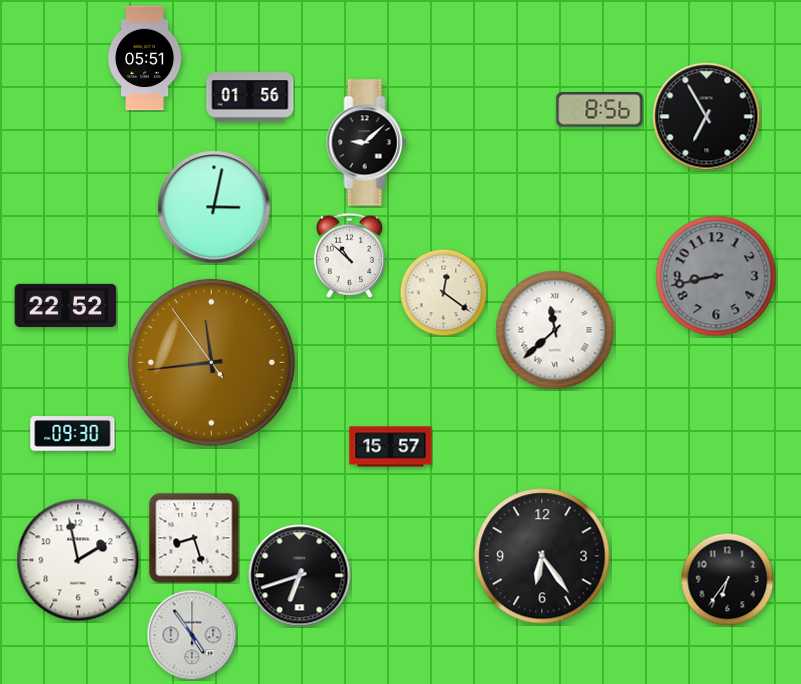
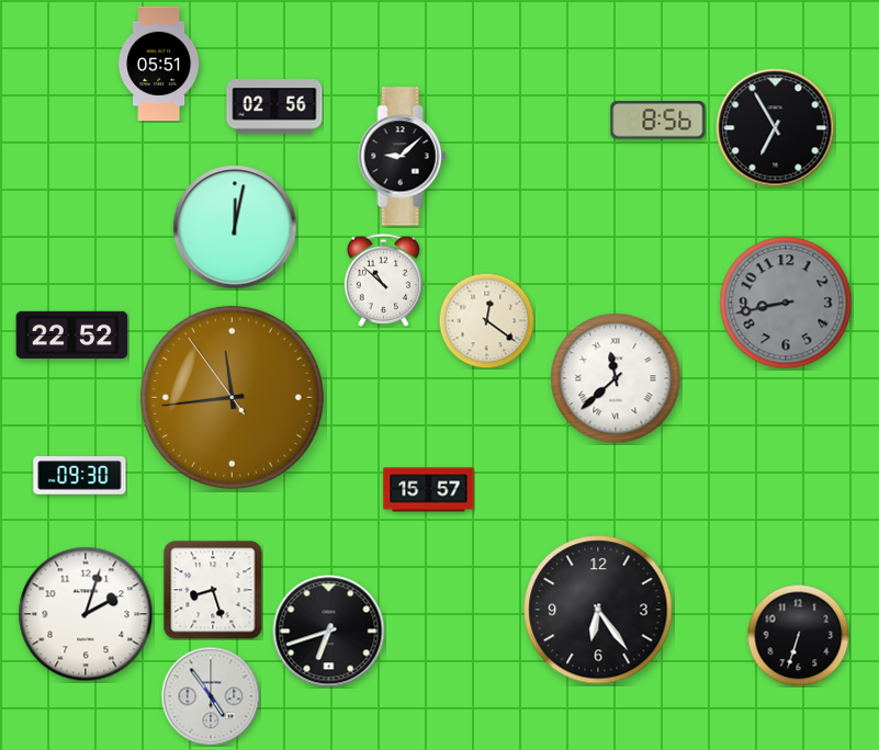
clock at (250, 97): 01:56 -> 02:56
clock at (214, 207): 3:02 -> 12:02
clock at (555, 330) position: (555, 330) -> (616, 378)
clock at (542, 556) position: (542, 556) -> (598, 610)
clock at (78, 560): 1:58 -> 2:03
clock at (727, 579): 6:36 -> 6:33
